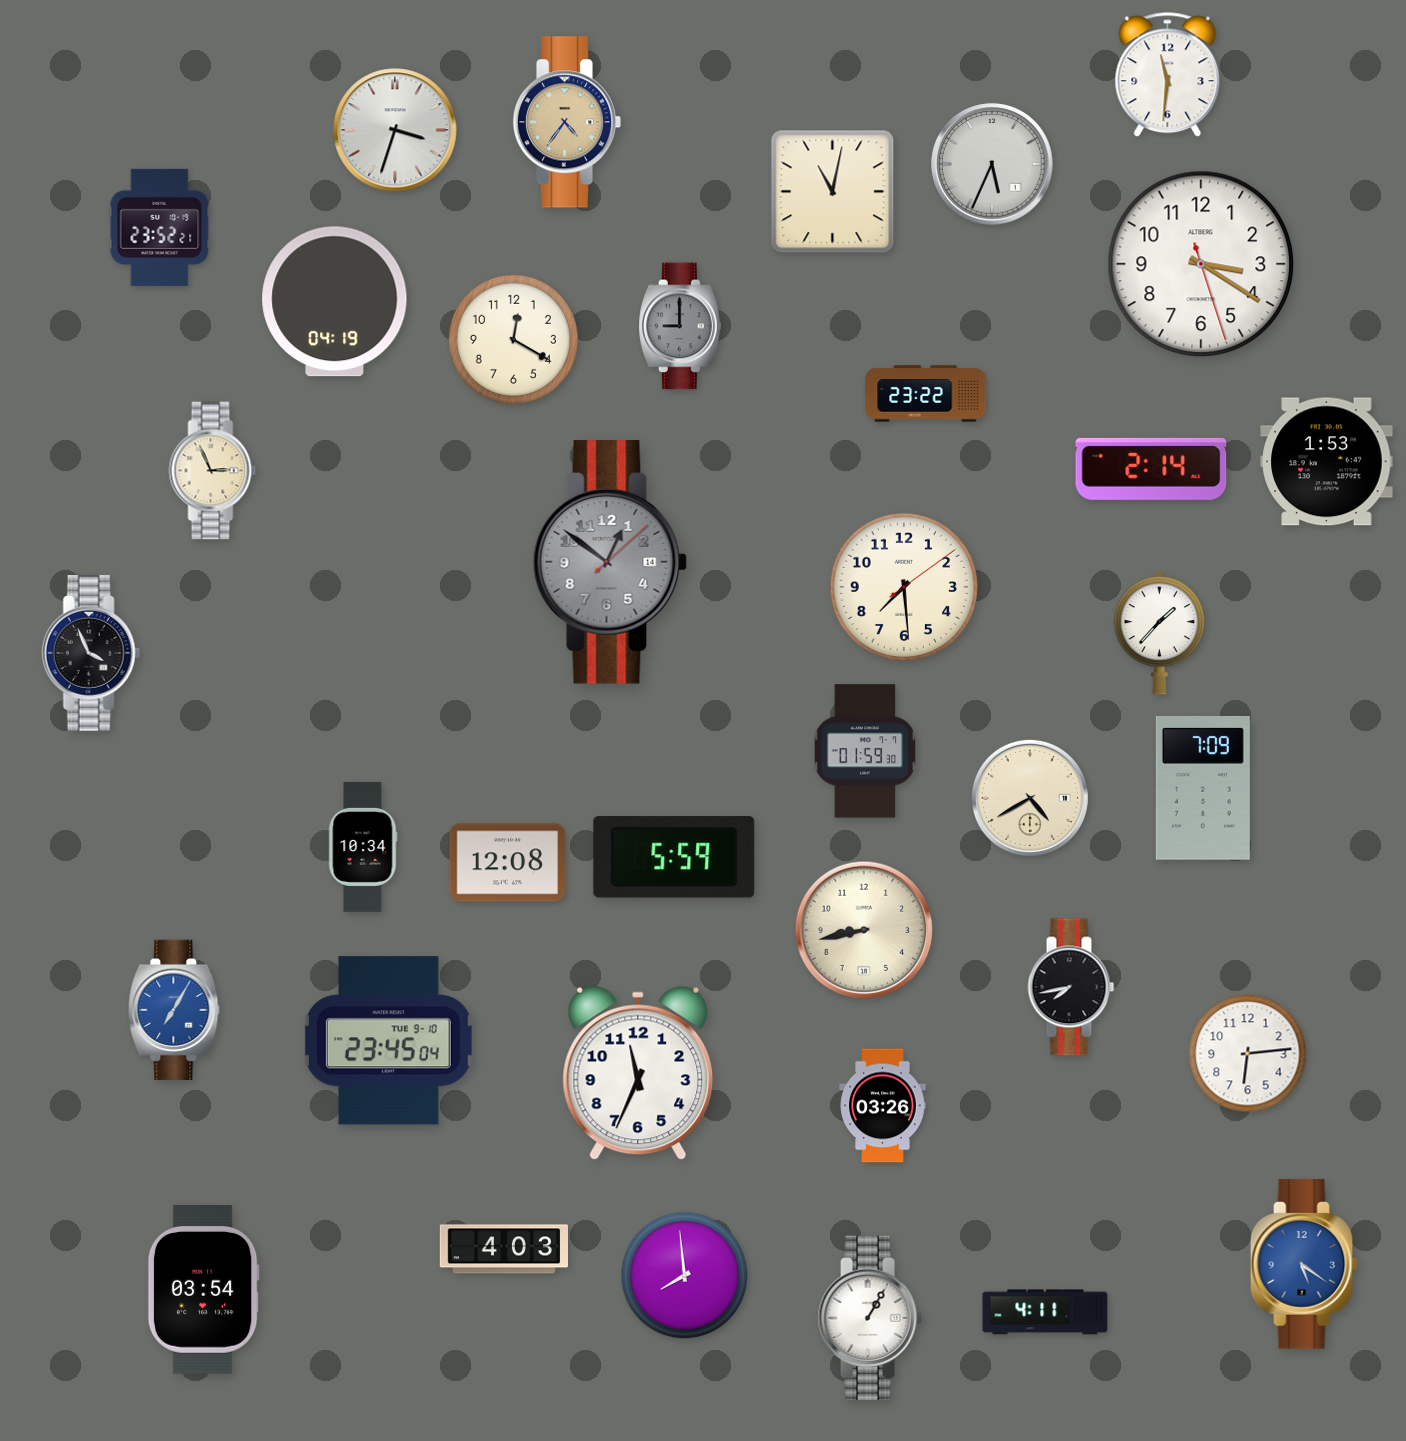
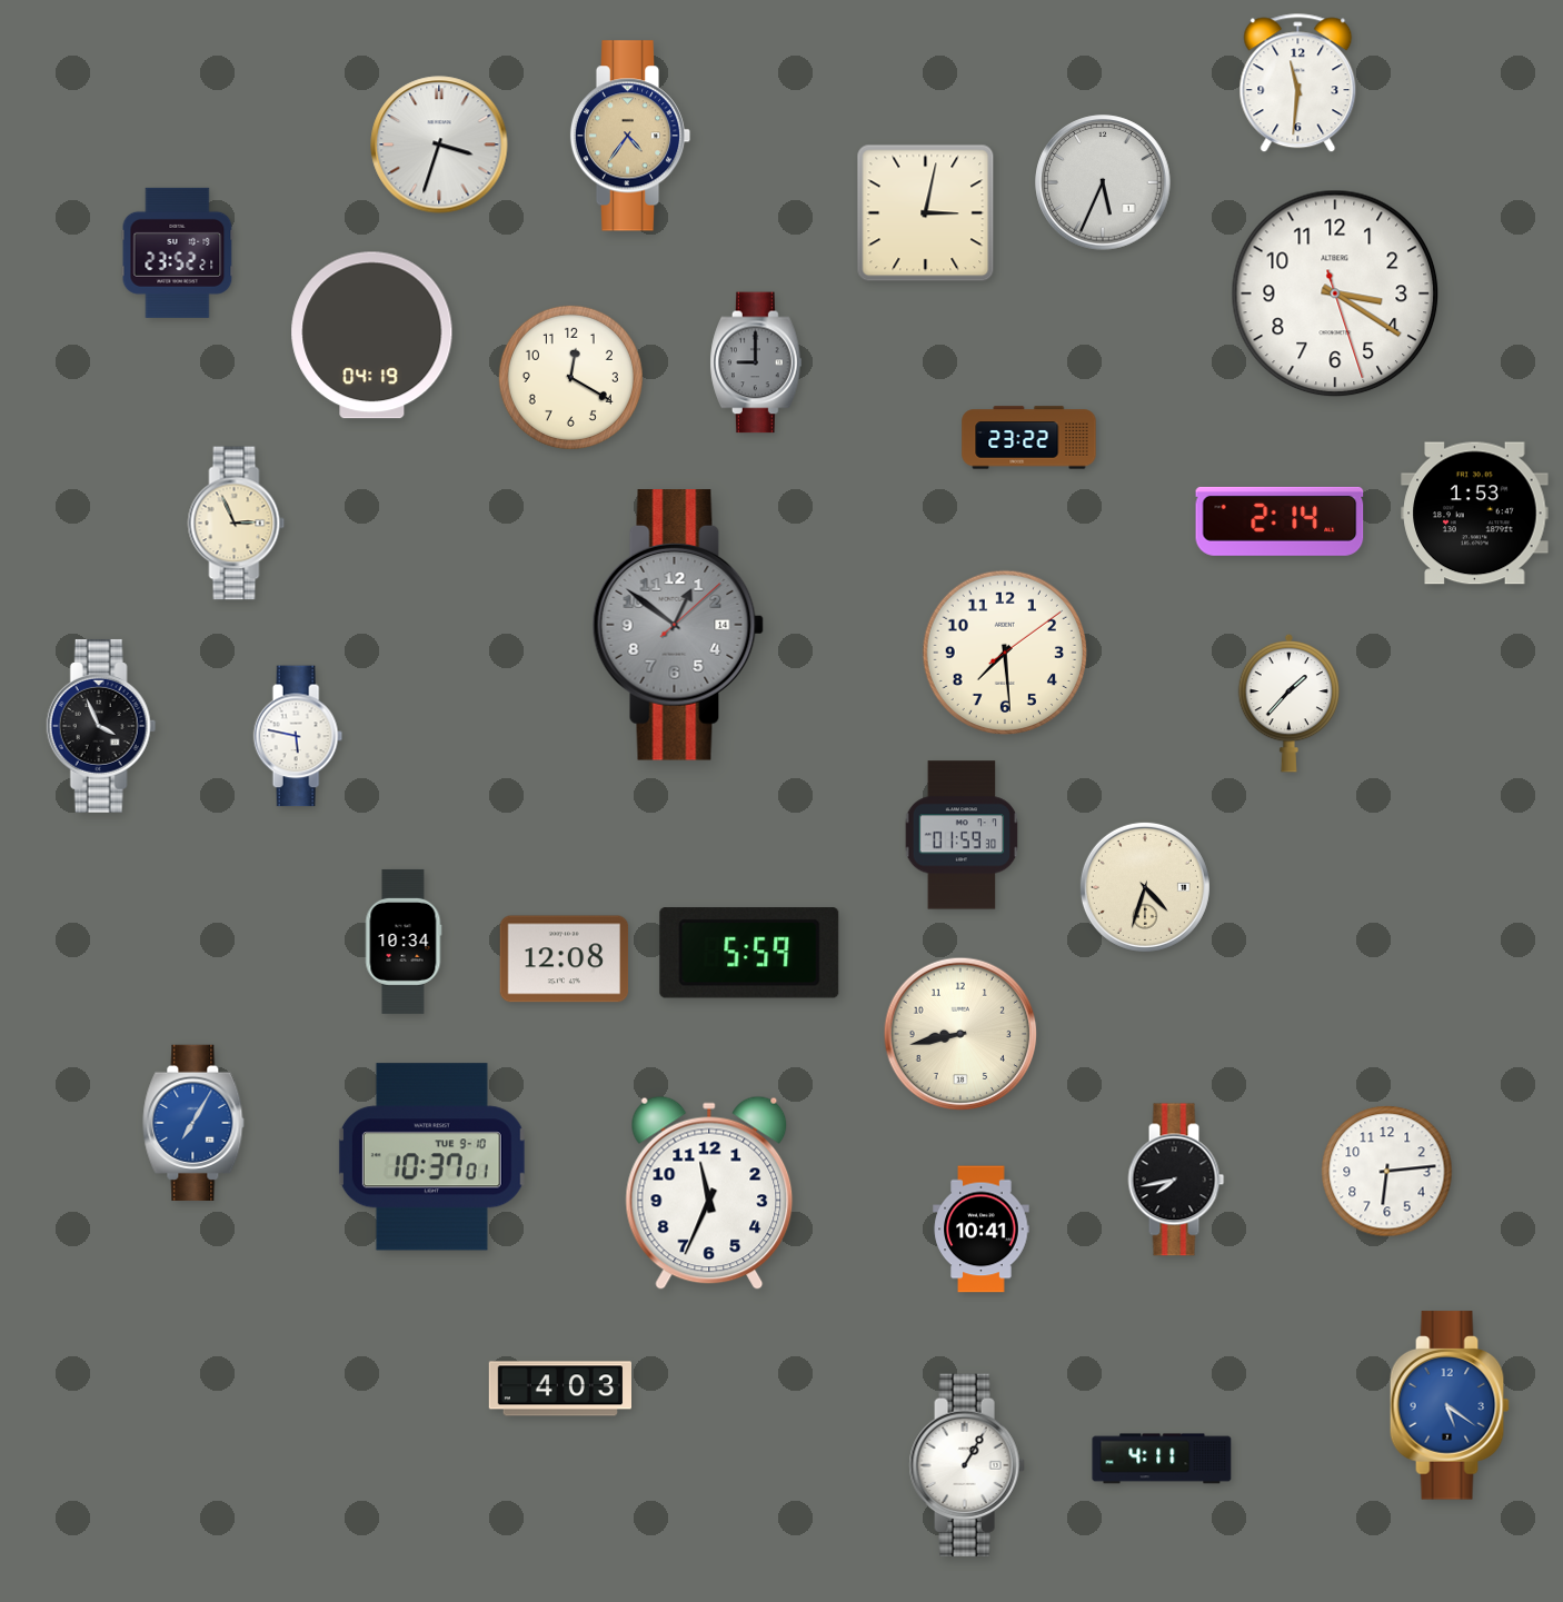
clock at (833, 192): 11:02 -> 3:02
clock at (298, 736): none -> 5:47
clock at (1203, 788): 7:09 -> none
clock at (1030, 798): 4:40 -> 4:33
clock at (1071, 987) position: (1071, 987) -> (1176, 1180)
clock at (388, 1041): 23:45 -> 10:37
clock at (883, 1106): 03:26 -> 10:41
clock at (685, 1276): 7:59 -> none
clock at (203, 1290): 03:54 -> none
